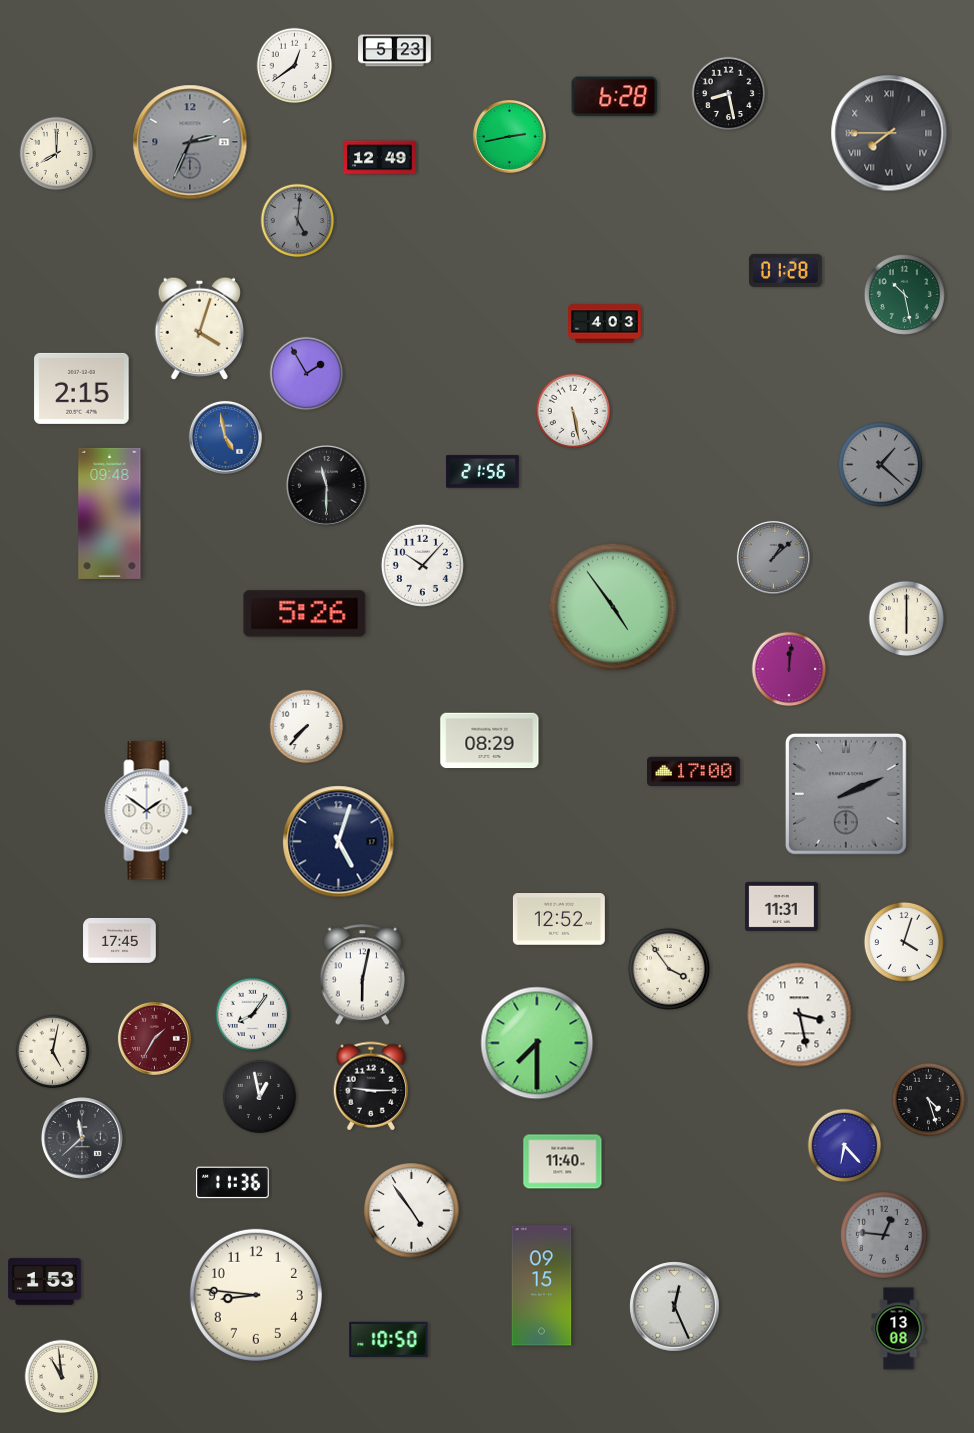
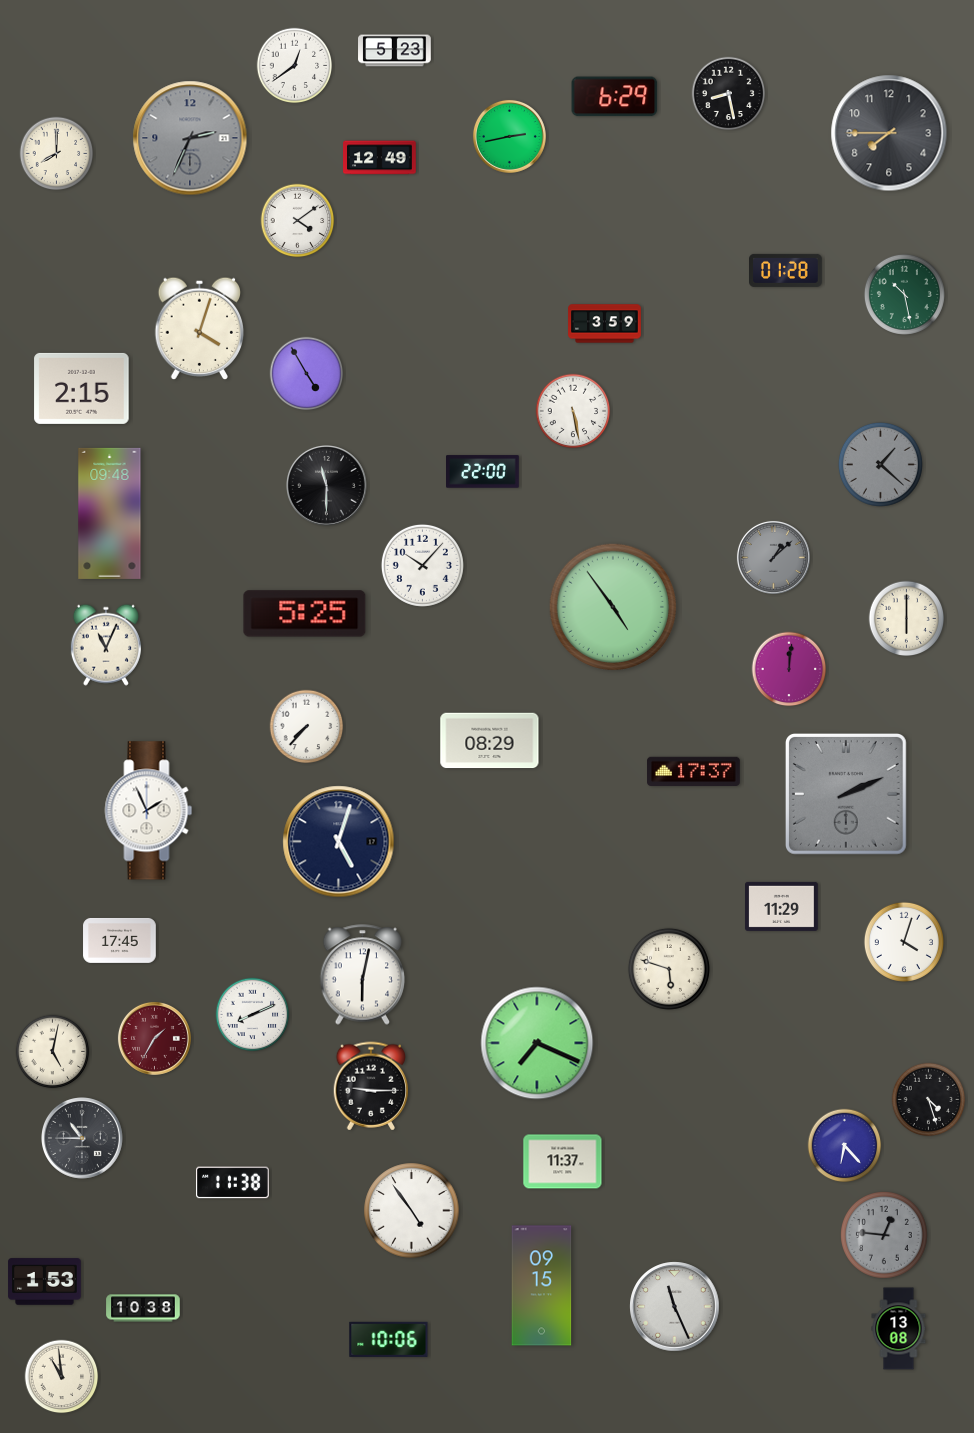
clock at (615, 97): 6:28 -> 6:29
clock at (889, 133) numerals: Roman -> Arabic
clock at (190, 142) position: (190, 142) -> (190, 138)
clock at (298, 221): 5:01 -> 4:09
clock at (298, 221) dial: grey -> white
clock at (605, 324): 4:03 -> 3:59
clock at (307, 374): 1:55 -> 4:55
clock at (225, 437): 4:58 -> none
clock at (483, 472): 21:56 -> 22:00
clock at (305, 614): 5:26 -> 5:25
clock at (106, 645): none -> 11:04
clock at (694, 772): 17:00 -> 17:37
clock at (149, 811): 1:51 -> 1:56
clock at (782, 906): 11:31 -> 11:29
clock at (559, 920): 12:52 -> none
clock at (669, 969): 3:54 -> 5:48
clock at (253, 1015): 8:06 -> 8:11
clock at (800, 1015): 3:28 -> none
clock at (537, 1043): 7:30 -> 7:19
clock at (260, 1097): 12:58 -> none
clock at (83, 1139): 11:38 -> 10:45
clock at (563, 1162): 11:40 -> 11:37
clock at (233, 1183): 11:36 -> 11:38
clock at (256, 1295): 8:46 -> none
clock at (675, 1307): 12:26 -> 11:26
clock at (143, 1308): none -> 10:38
clock at (389, 1339): 10:50 -> 10:06
